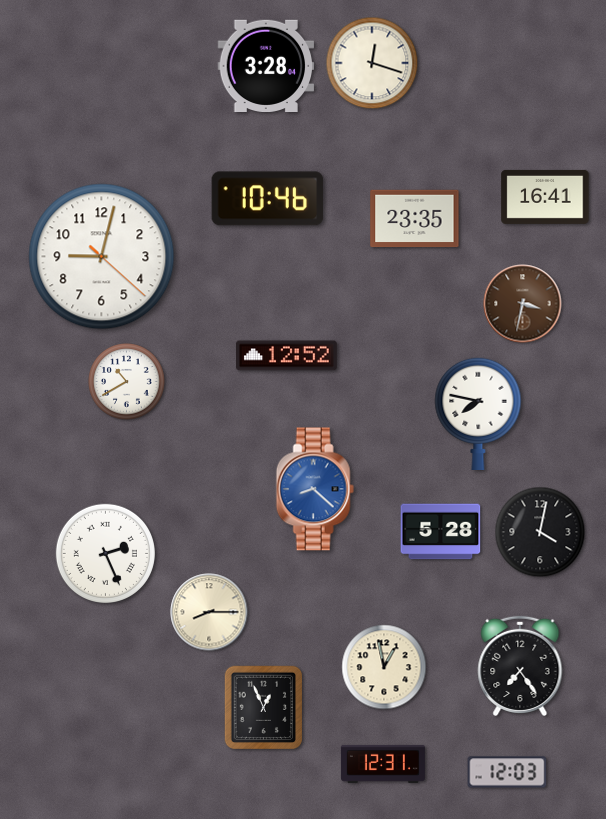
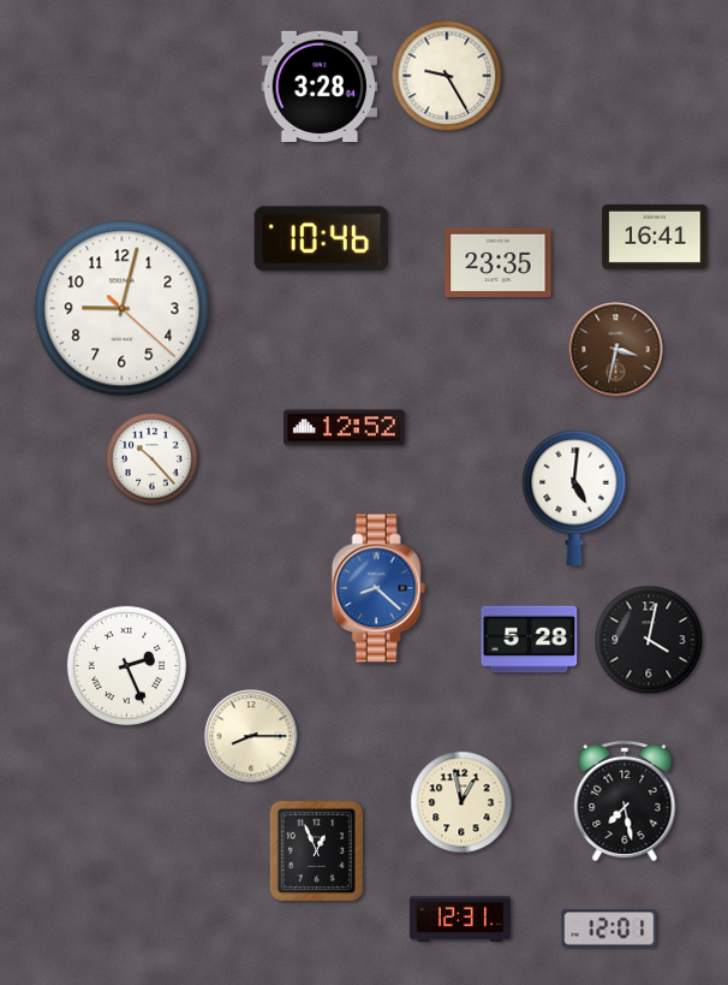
clock at (372, 63): 12:18 -> 9:25
clock at (266, 65) position: (266, 65) -> (320, 85)
clock at (523, 304) position: (523, 304) -> (616, 350)
clock at (127, 382): 10:40 -> 10:23
clock at (478, 413): 7:47 -> 5:01
clock at (520, 666): 7:24 -> 7:28
clock at (507, 772): 12:03 -> 12:01
